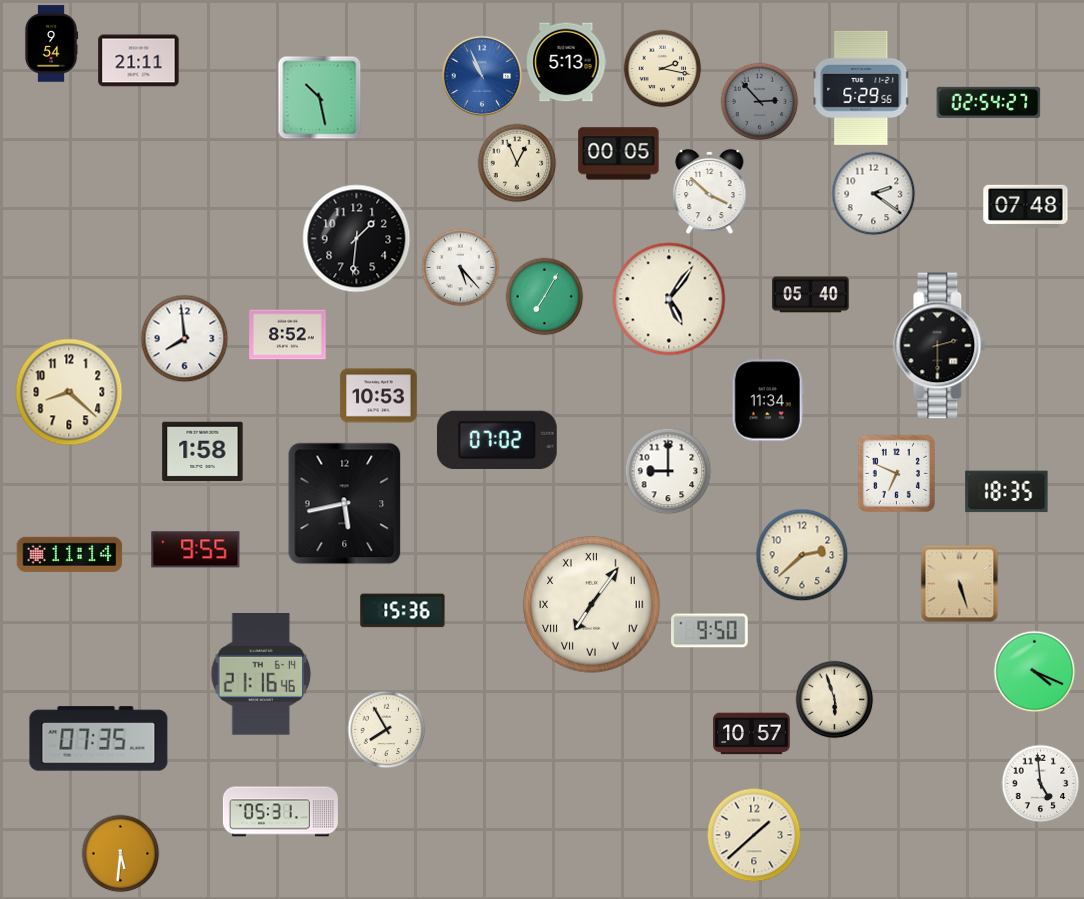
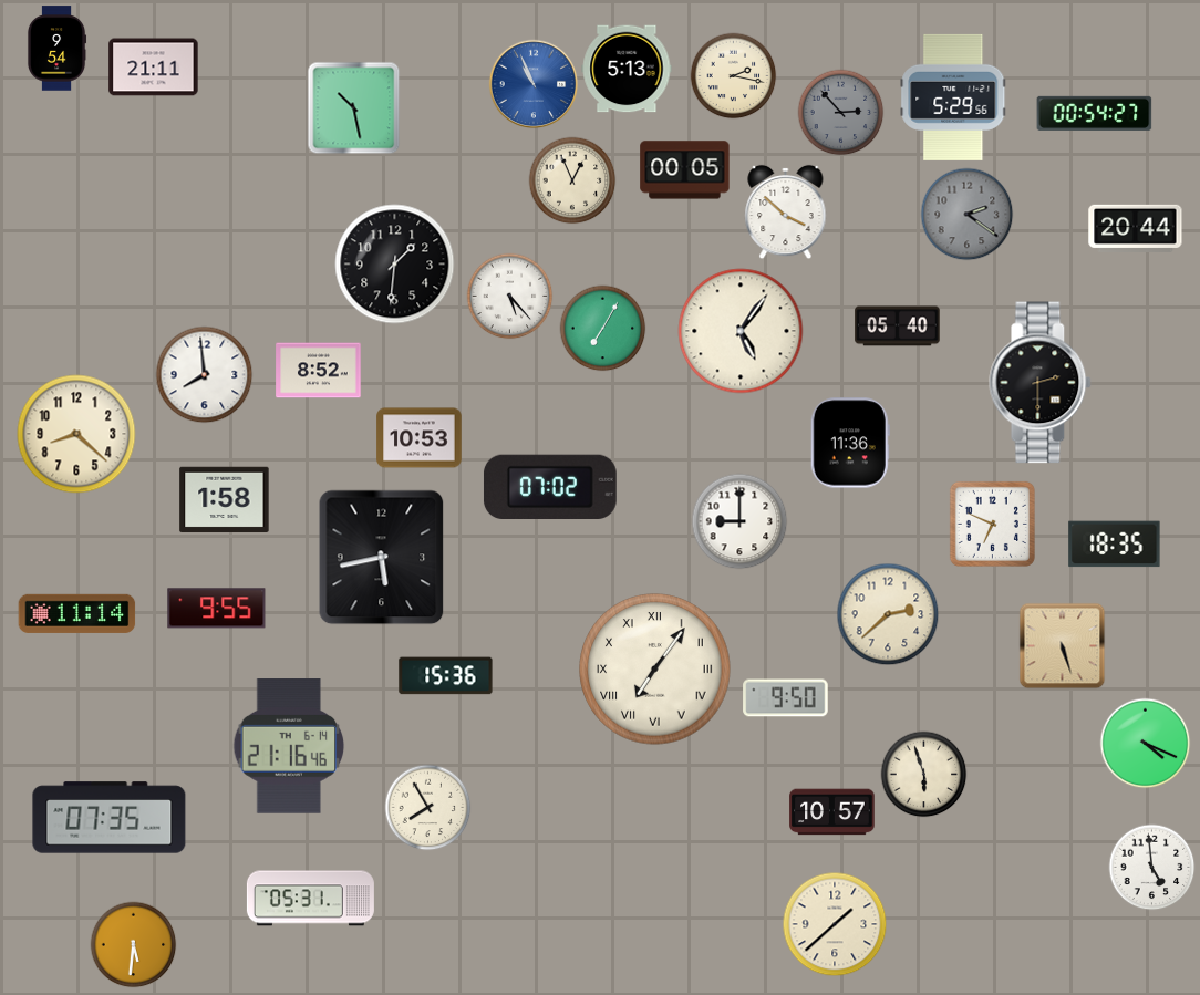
clock at (989, 102): 02:54 -> 00:54
clock at (873, 193) dial: white -> grey
clock at (1026, 206): 07:48 -> 20:44
clock at (768, 400): 11:34 -> 11:36
